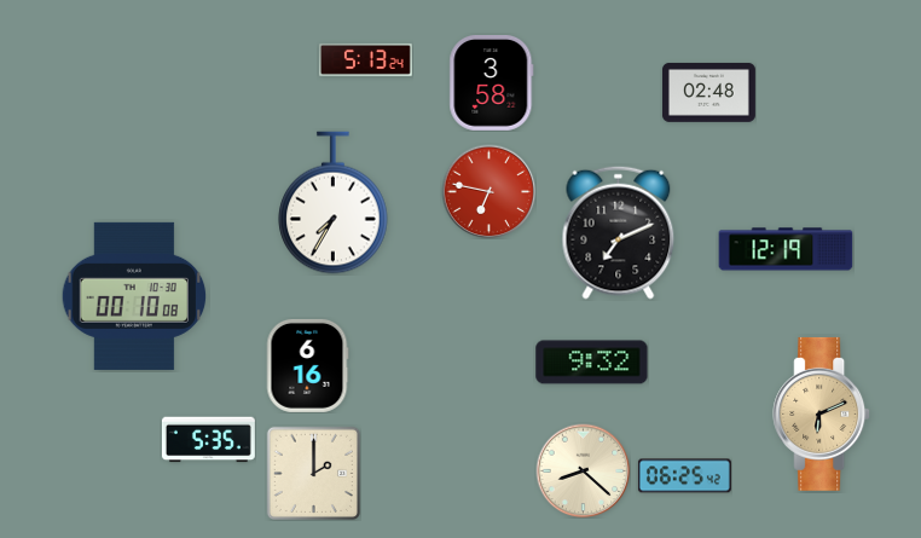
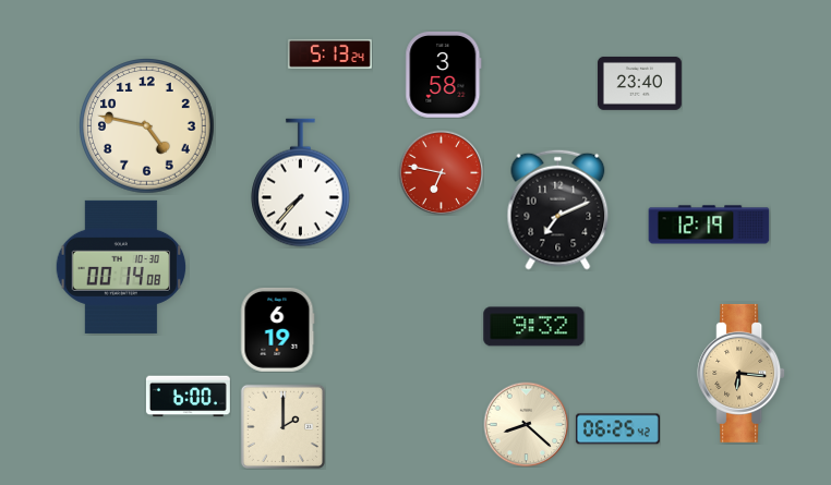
clock at (708, 92): 02:48 -> 23:40
clock at (147, 126): none -> 4:47
clock at (334, 203): 7:35 -> 7:37
clock at (134, 296): 00:10 -> 00:14
clock at (307, 365): 6:16 -> 6:19
clock at (822, 413): 6:11 -> 6:16
clock at (208, 440): 5:35 -> 6:00
